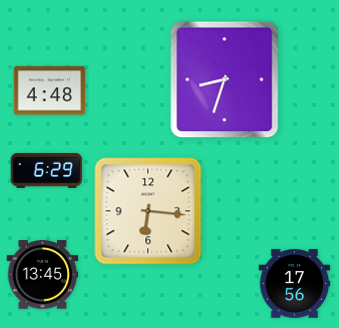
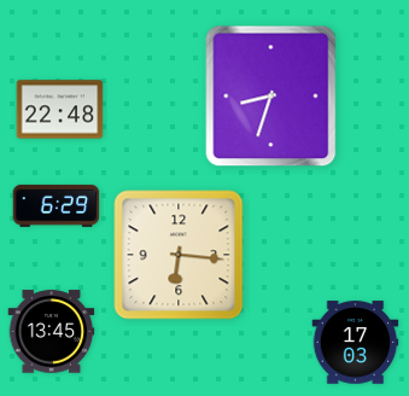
clock at (50, 91): 4:48 -> 22:48
clock at (295, 284): 17:56 -> 17:03
